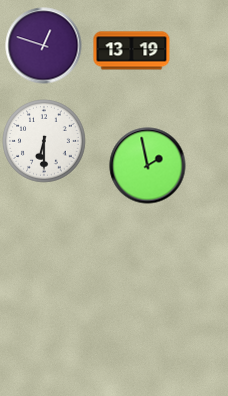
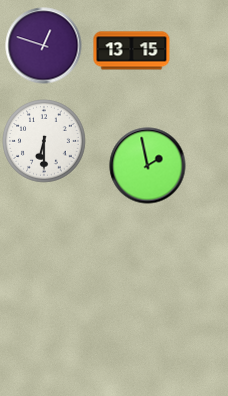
clock at (132, 51): 13:19 -> 13:15
